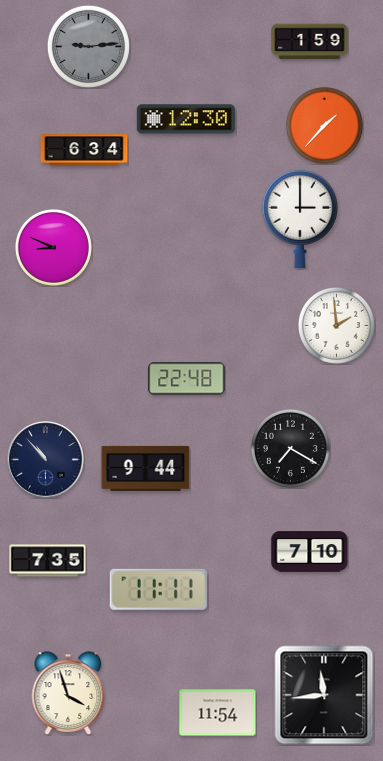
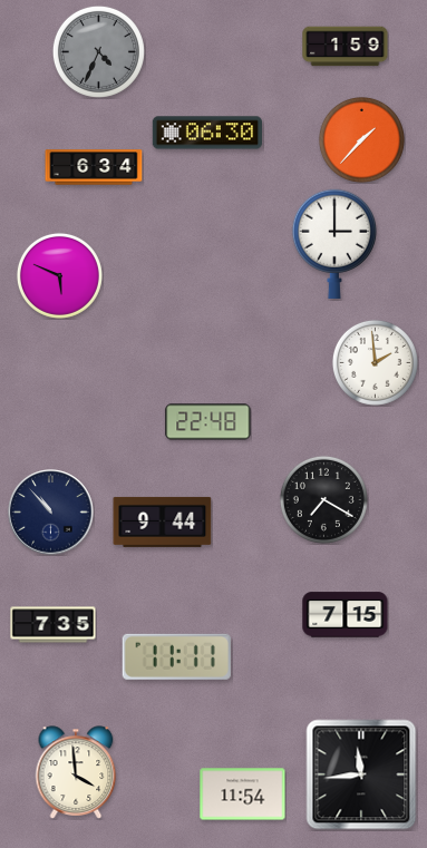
clock at (88, 46): 9:14 -> 4:34
clock at (186, 119): 12:30 -> 06:30
clock at (53, 247): 8:49 -> 5:49
clock at (310, 552): 7:10 -> 7:15
clock at (68, 693): 3:57 -> 3:59
